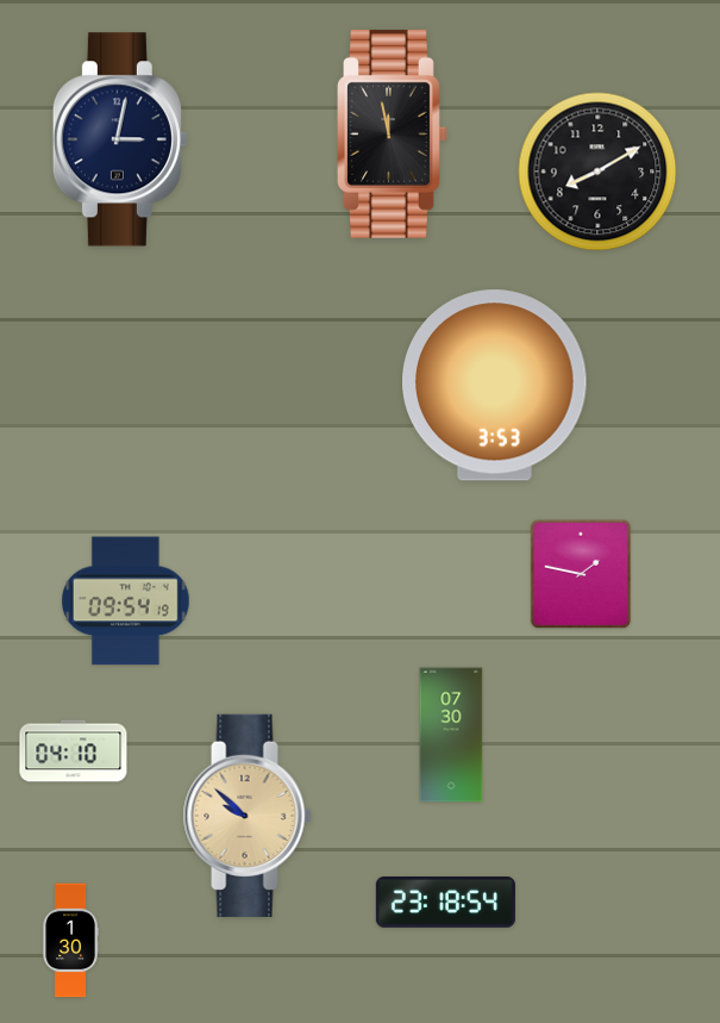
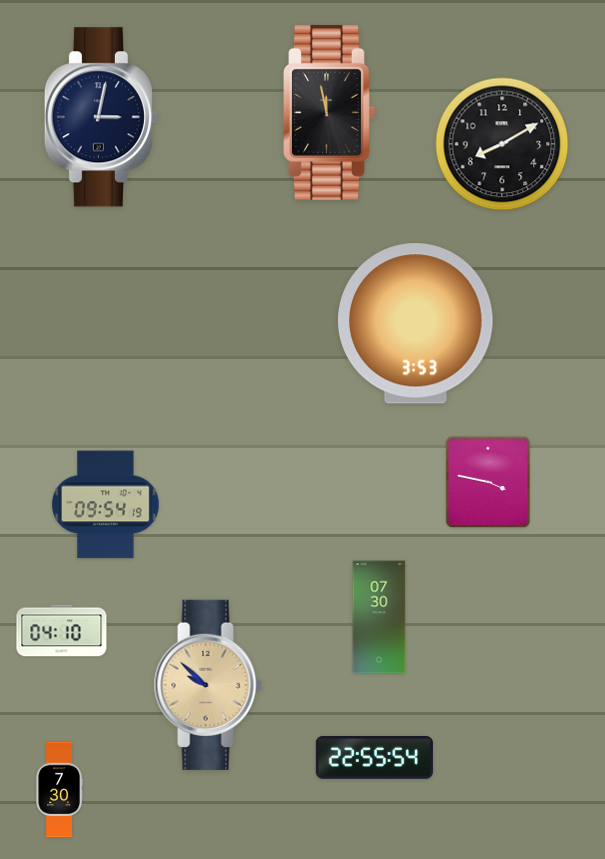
clock at (581, 574): 1:47 -> 3:47
clock at (445, 902): 23:18 -> 22:55
clock at (70, 941): 1:30 -> 7:30
